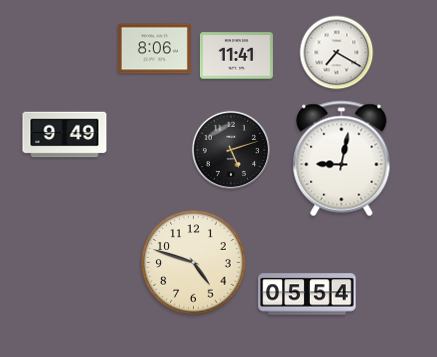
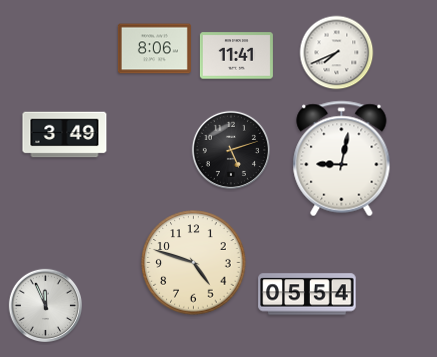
clock at (337, 53): 7:20 -> 7:41
clock at (65, 135): 9:49 -> 3:49
clock at (45, 305): none -> 11:56
